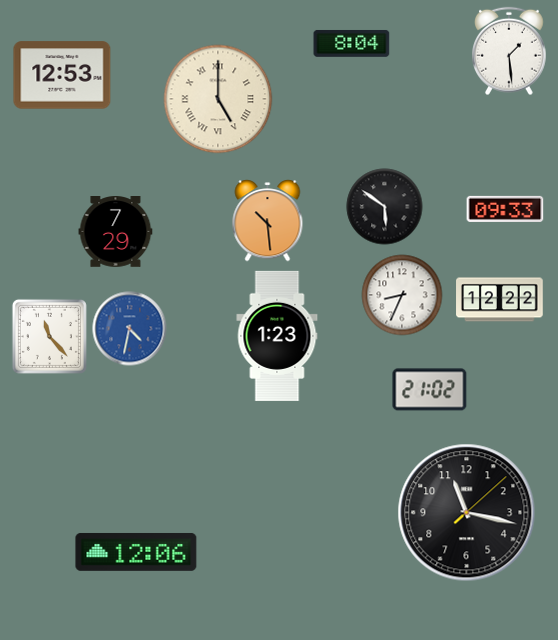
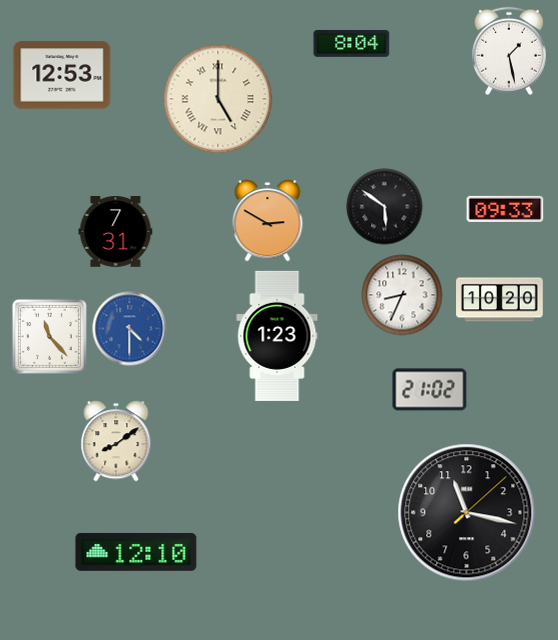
clock at (510, 51): 1:29 -> 1:28
clock at (268, 221): 10:29 -> 2:50
clock at (116, 232): 7:29 -> 7:31
clock at (500, 300): 12:22 -> 10:20
clock at (130, 329): 4:32 -> 4:30
clock at (116, 441): none -> 8:09
clock at (136, 552): 12:06 -> 12:10
